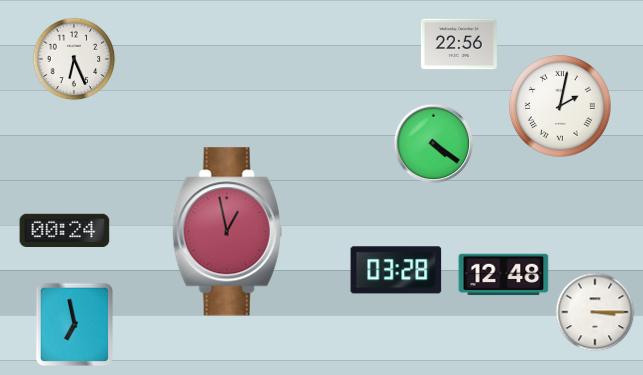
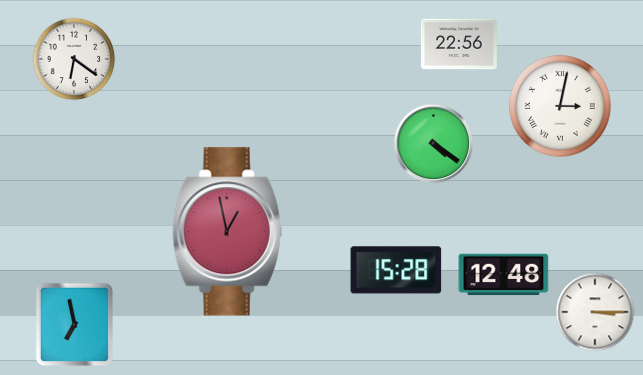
clock at (74, 59): 6:26 -> 6:21
clock at (560, 106): 2:02 -> 3:02
clock at (65, 231): 00:24 -> none
clock at (396, 270): 03:28 -> 15:28
